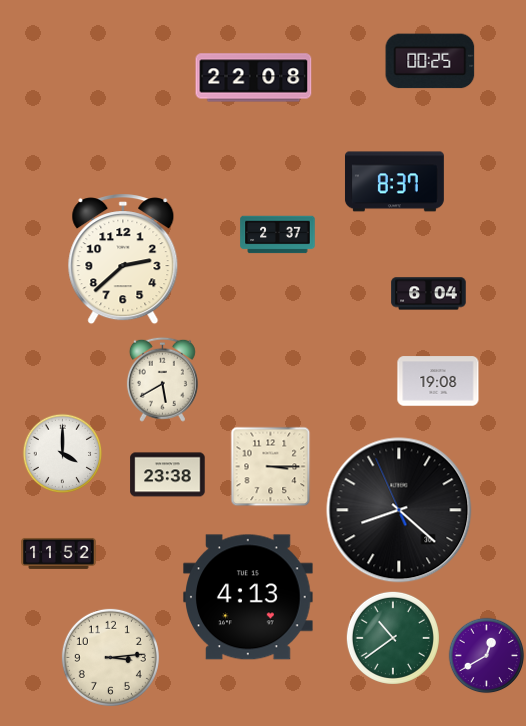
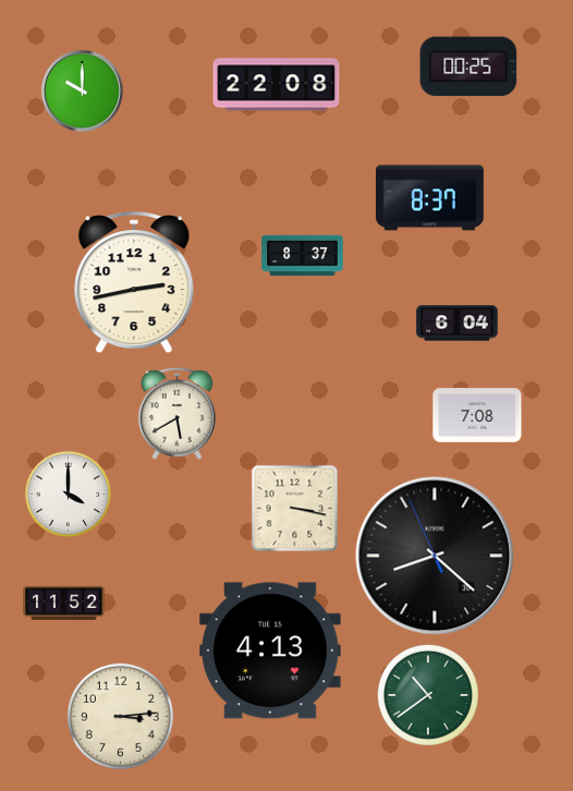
clock at (82, 90): none -> 10:00
clock at (278, 235): 2:37 -> 8:37
clock at (123, 259): 2:38 -> 2:43
clock at (429, 294) position: (429, 294) -> (458, 324)
clock at (438, 381): 19:08 -> 7:08
clock at (271, 467): 3:15 -> 3:17
clock at (168, 475): 23:38 -> none
clock at (487, 656): 12:40 -> none
